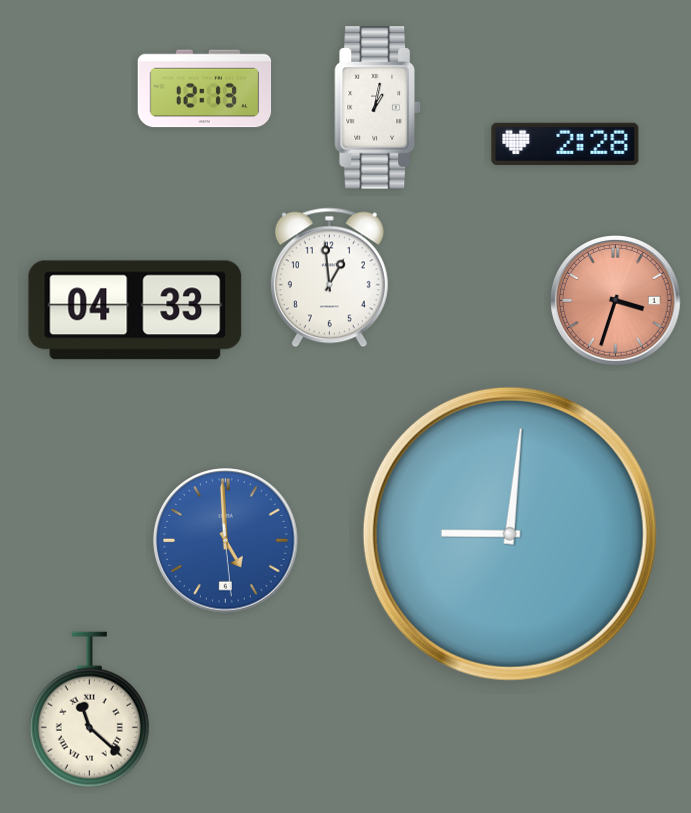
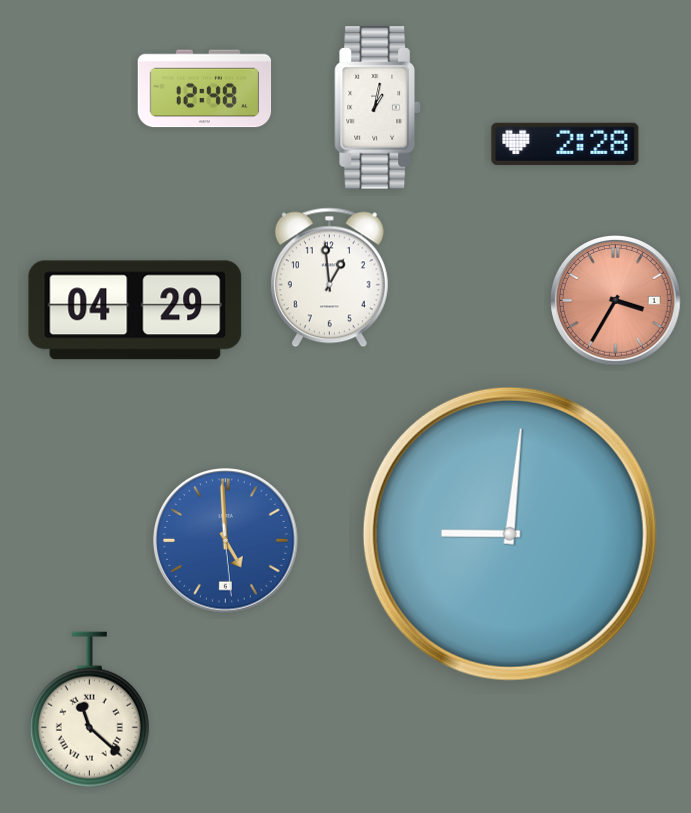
clock at (205, 89): 12:13 -> 12:48
clock at (616, 301): 3:33 -> 3:35
clock at (135, 310): 04:33 -> 04:29
